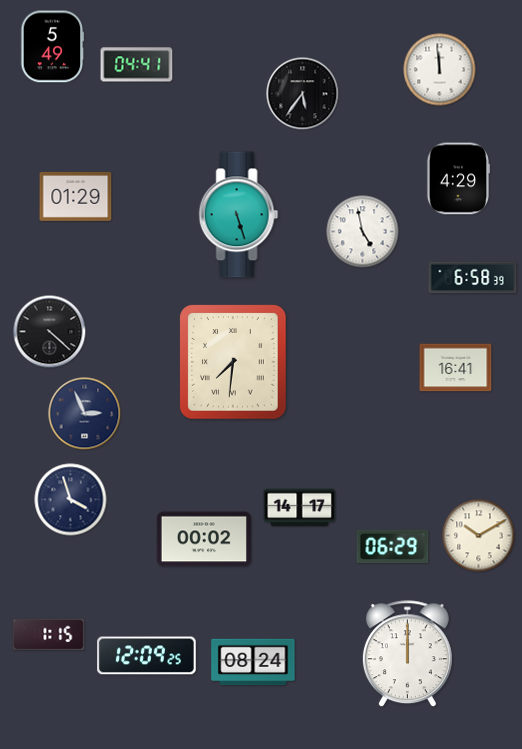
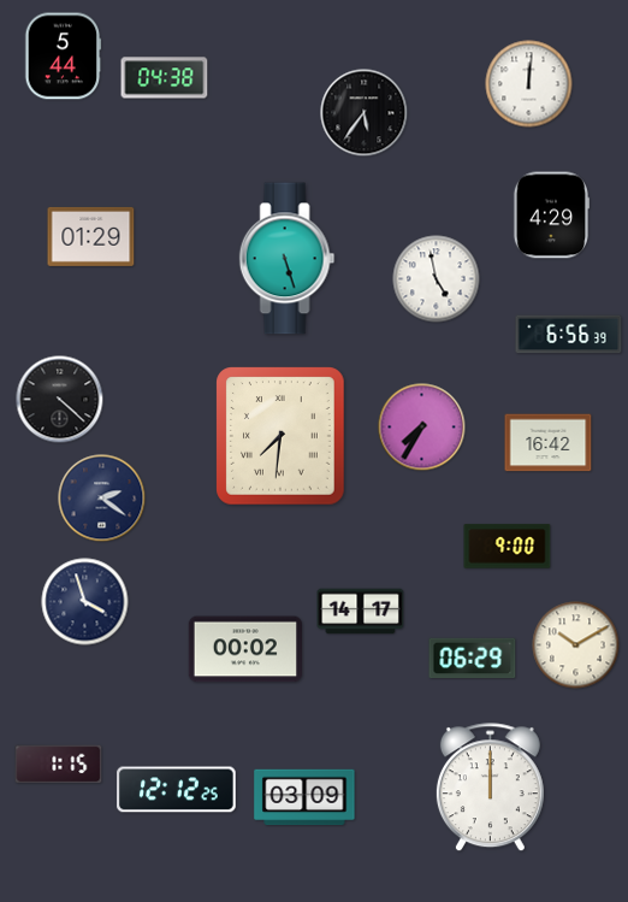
clock at (52, 47): 5:49 -> 5:44
clock at (137, 65): 04:41 -> 04:38
clock at (440, 70): 11:59 -> 12:01
clock at (473, 278): 6:58 -> 6:56
clock at (422, 428): none -> 7:35
clock at (456, 368): 16:41 -> 16:42
clock at (85, 414): 2:56 -> 2:21
clock at (508, 547): none -> 9:00
clock at (147, 656): 12:09 -> 12:12
clock at (253, 662): 08:24 -> 03:09
